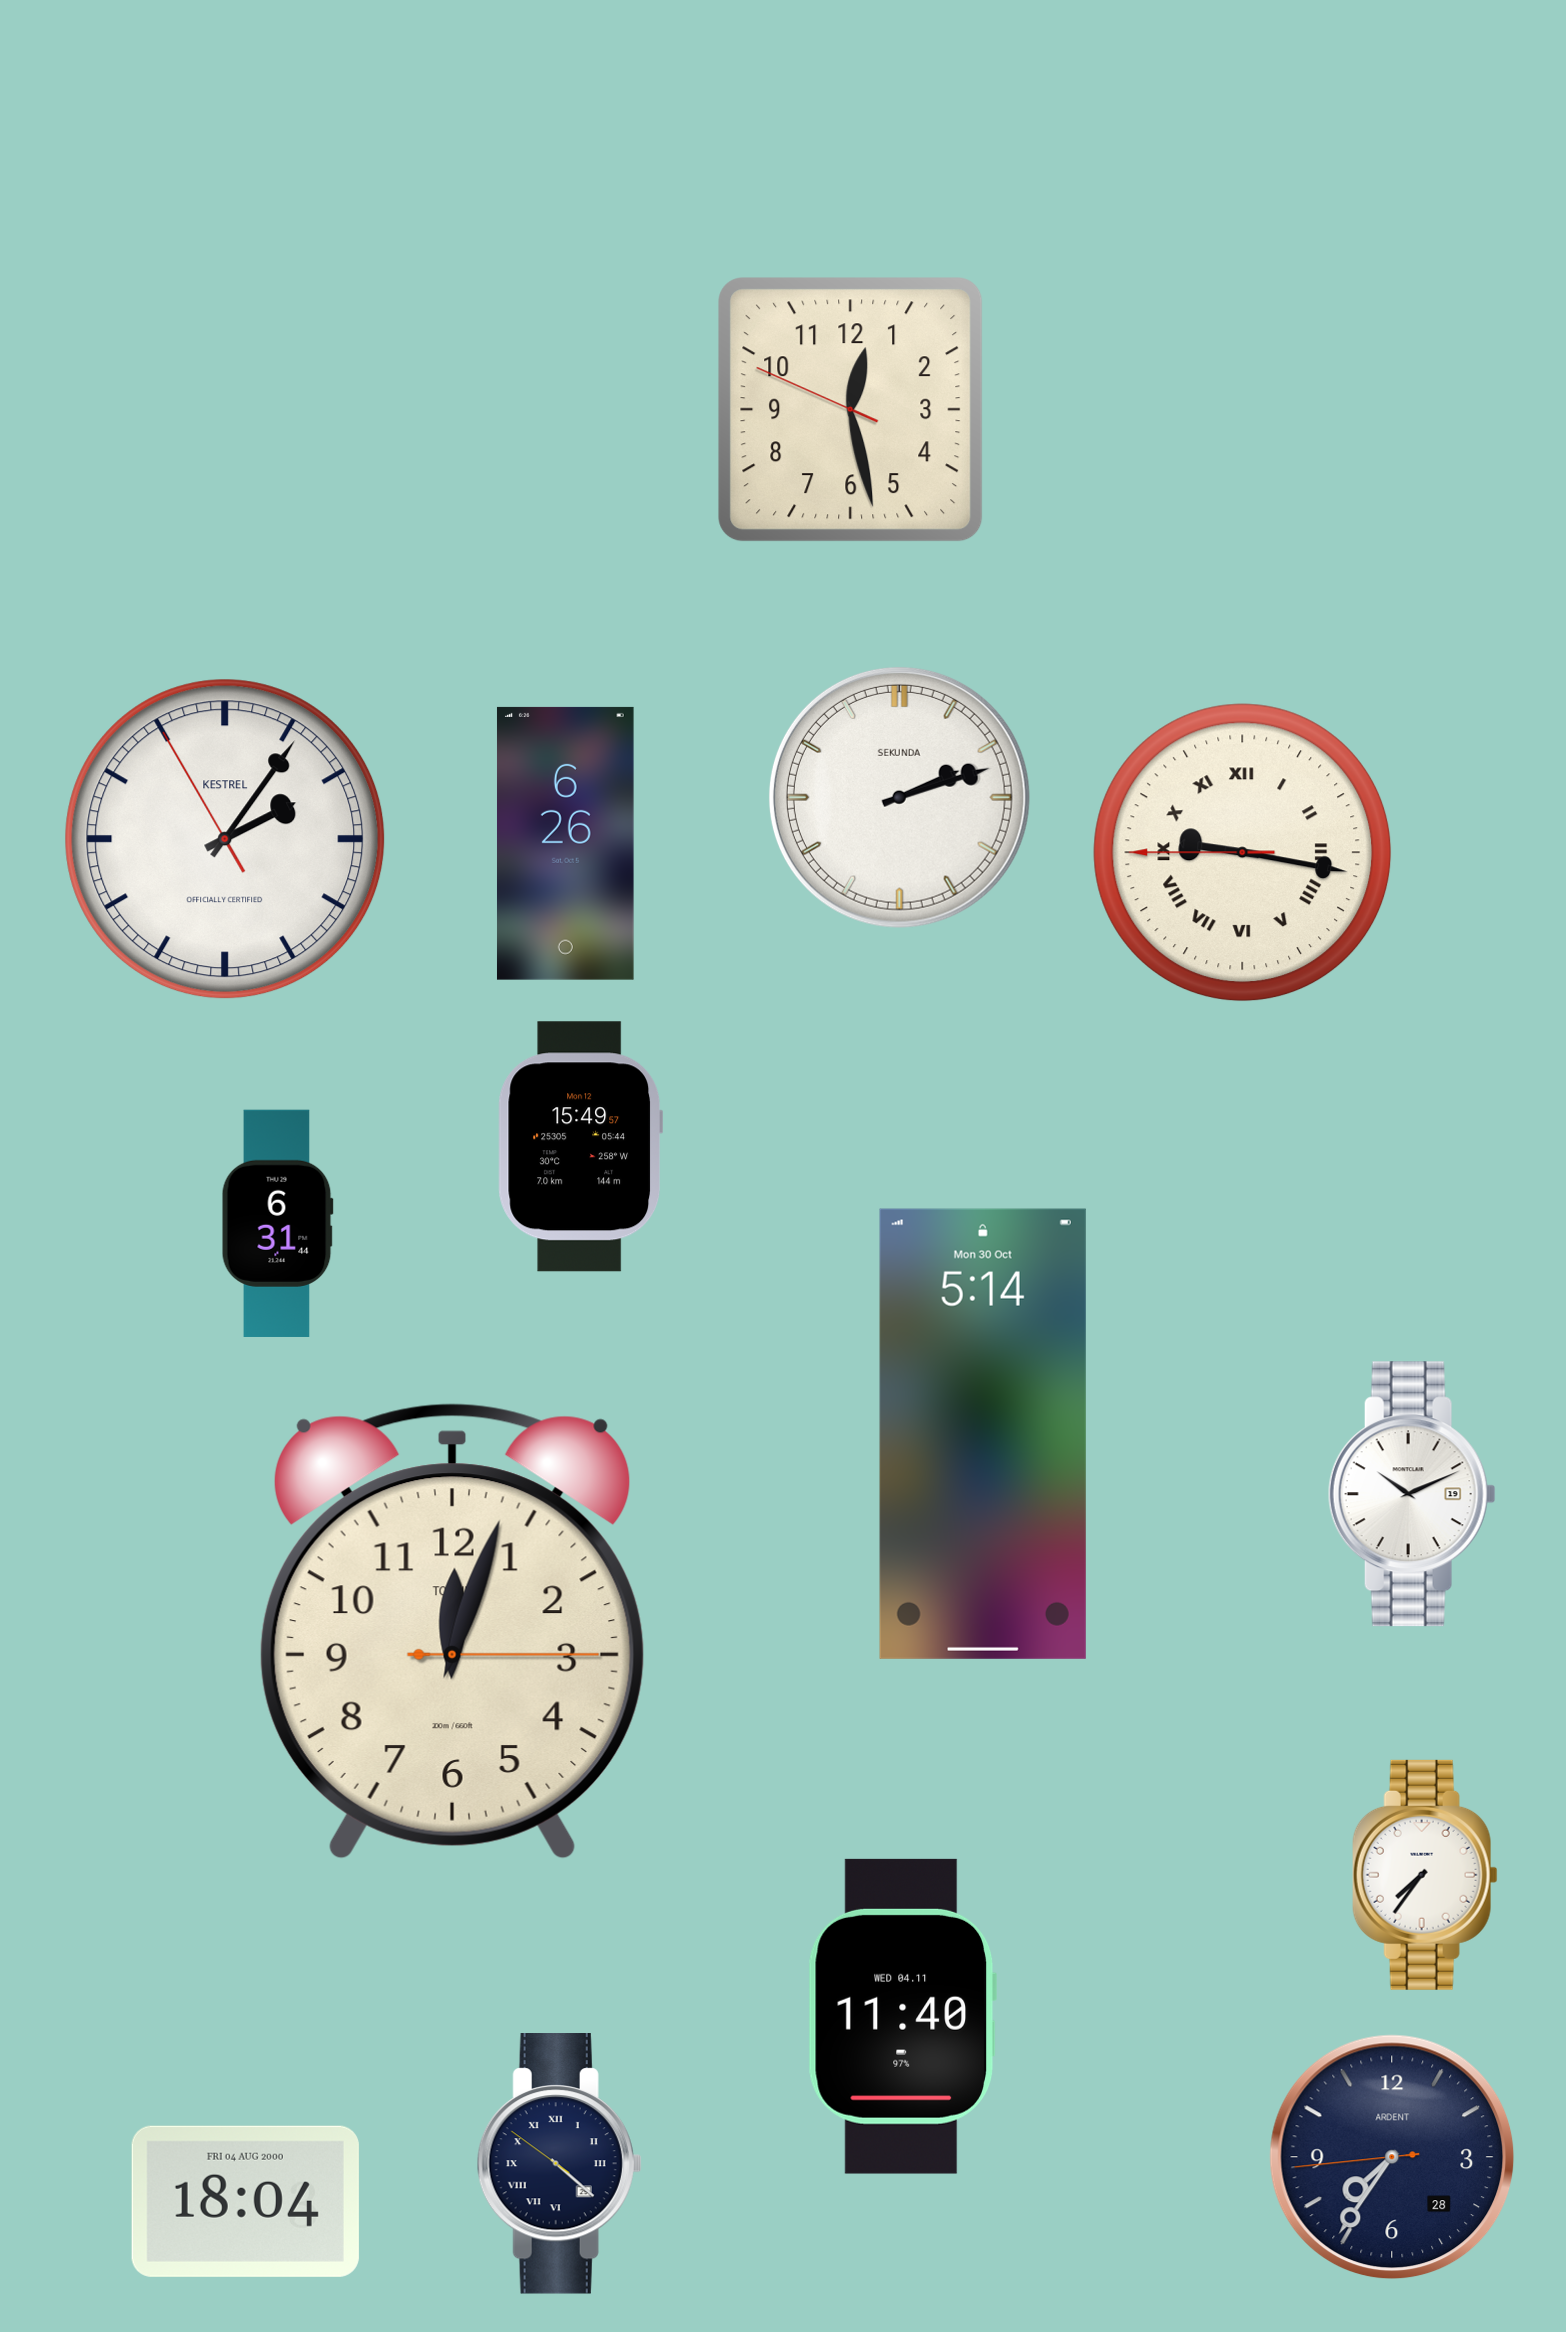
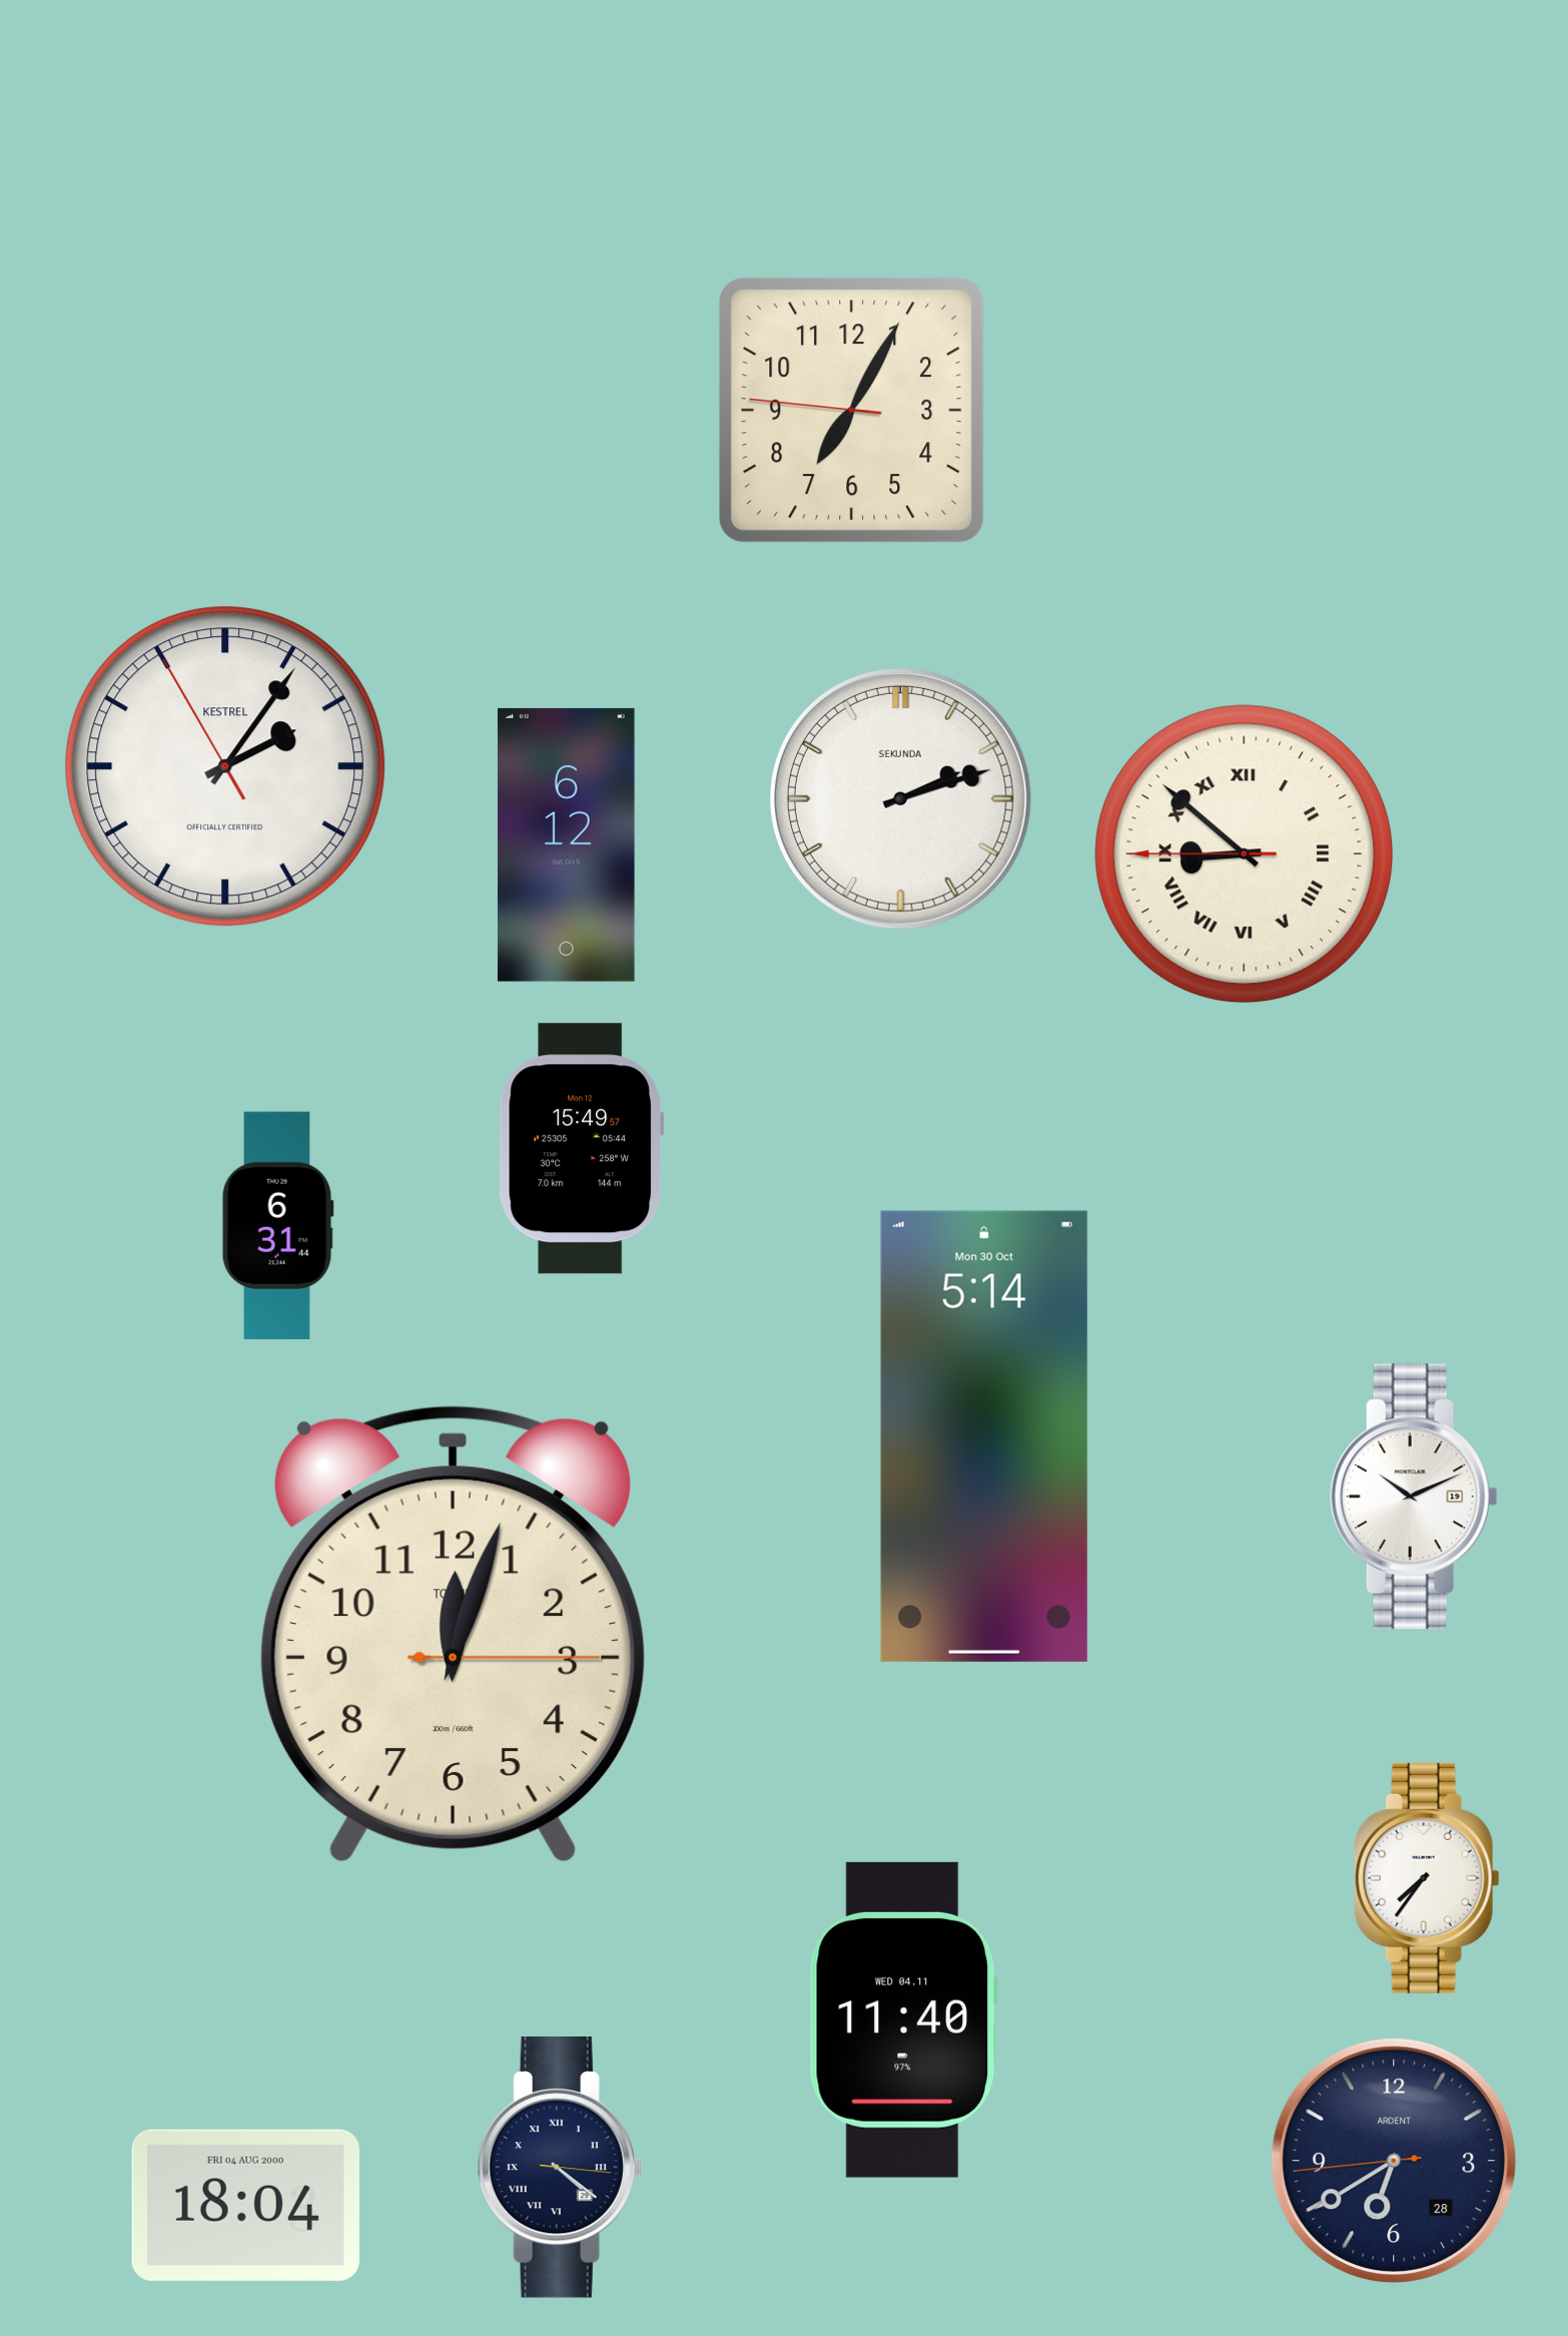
clock at (851, 410): 12:27 -> 7:04
clock at (225, 839) position: (225, 839) -> (225, 766)
clock at (565, 843): 6:26 -> 6:12
clock at (1243, 853): 9:16 -> 8:51
clock at (1392, 2157): 7:35 -> 6:39
clock at (559, 2164): 4:21:51 -> 4:21:16
